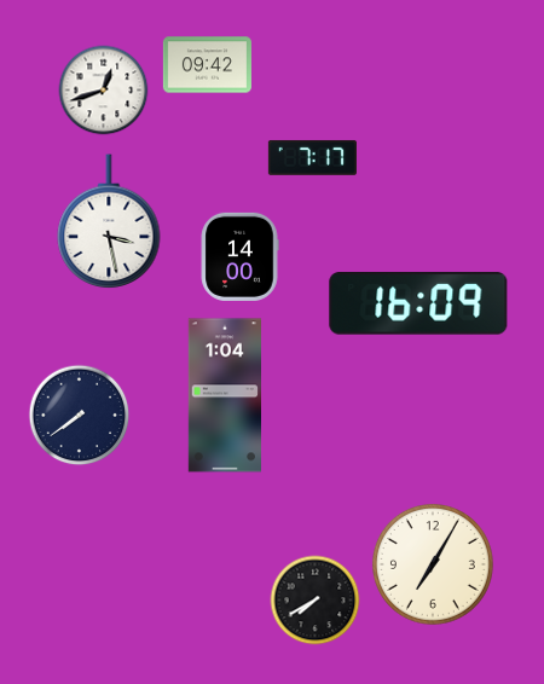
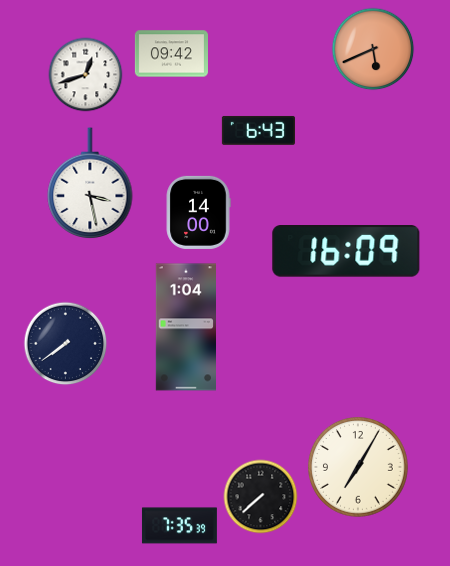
clock at (373, 49): none -> 5:41
clock at (312, 157): 7:17 -> 6:43
clock at (316, 601): 7:40 -> 7:38
clock at (179, 526): none -> 7:35
